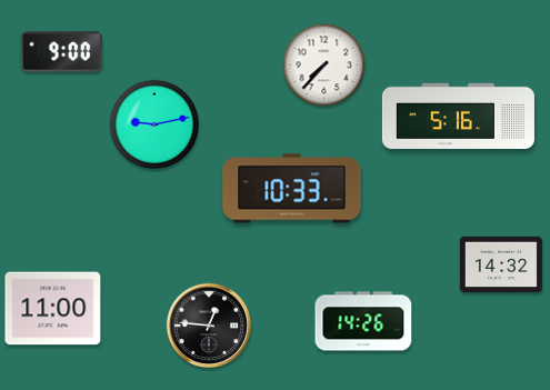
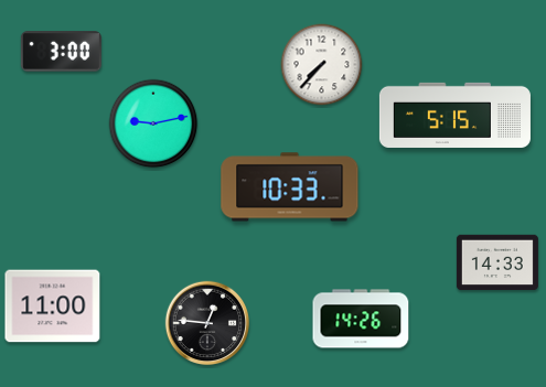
clock at (61, 52): 9:00 -> 3:00
clock at (458, 116): 5:16 -> 5:15
clock at (501, 264): 14:32 -> 14:33
